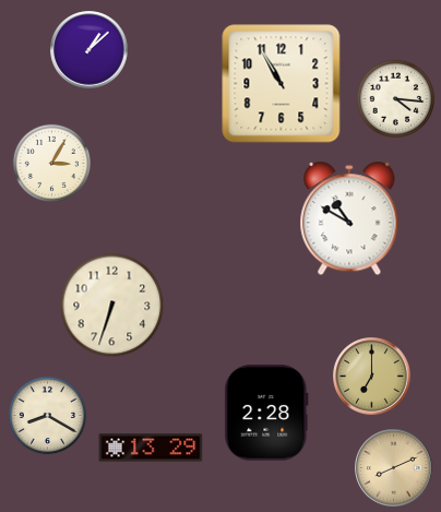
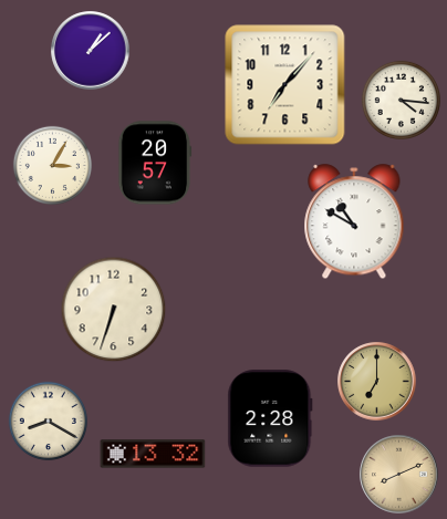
clock at (282, 84): 10:55 -> 7:07
clock at (155, 163): none -> 20:57
clock at (151, 448): 13:29 -> 13:32
